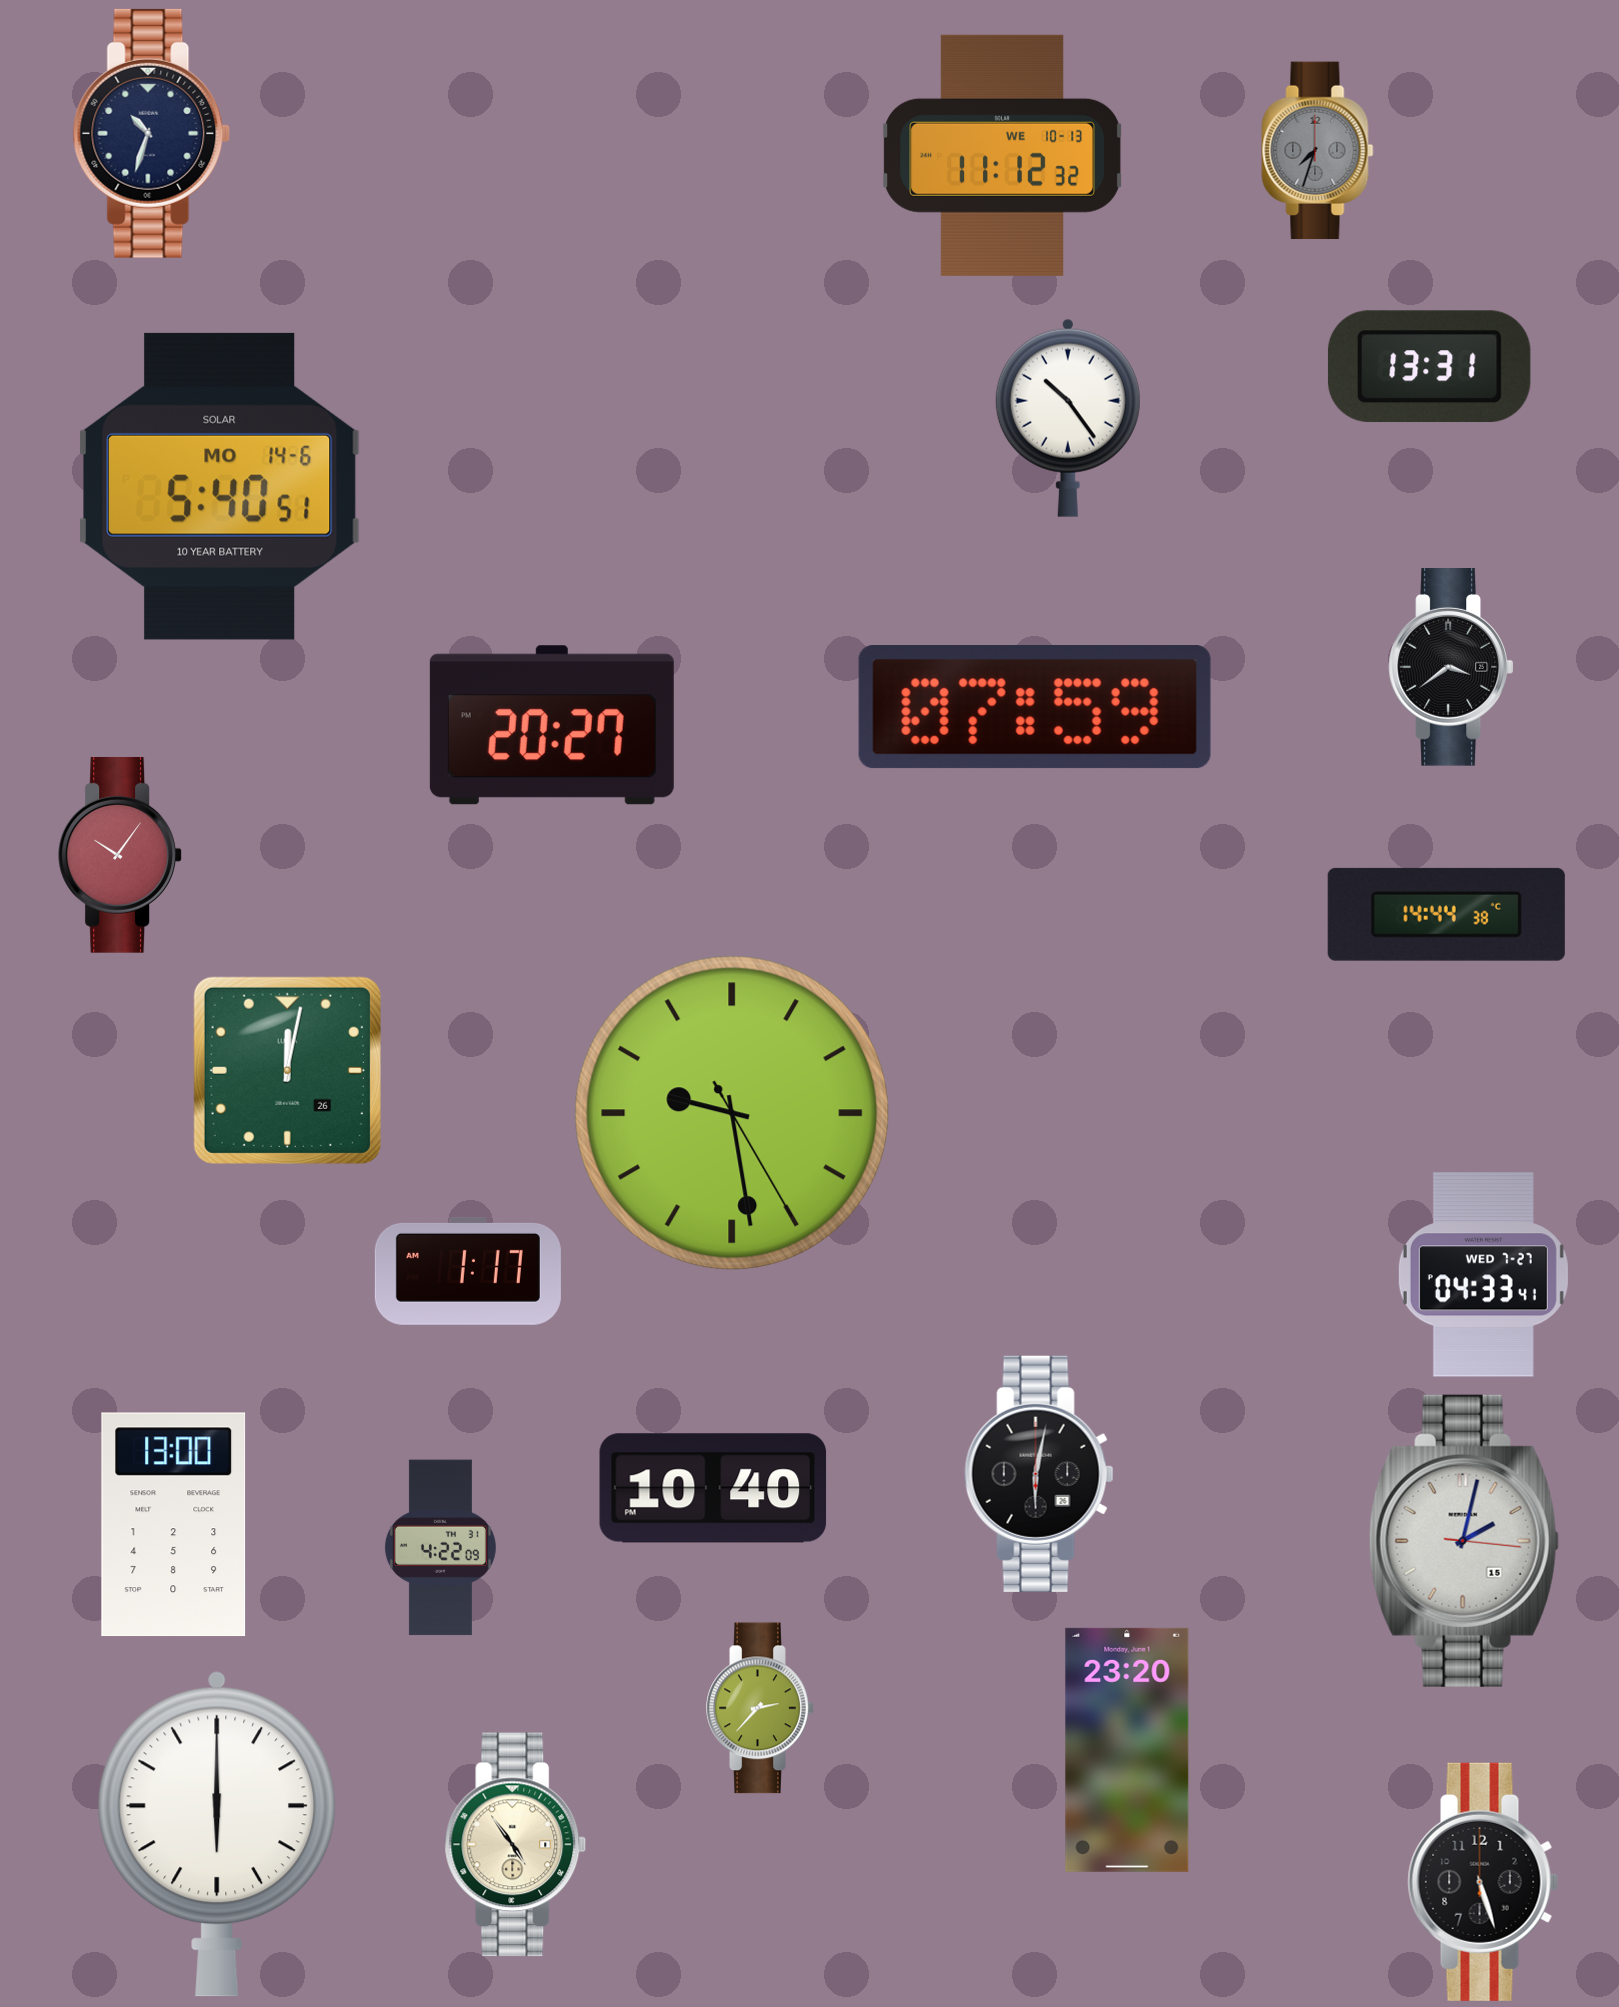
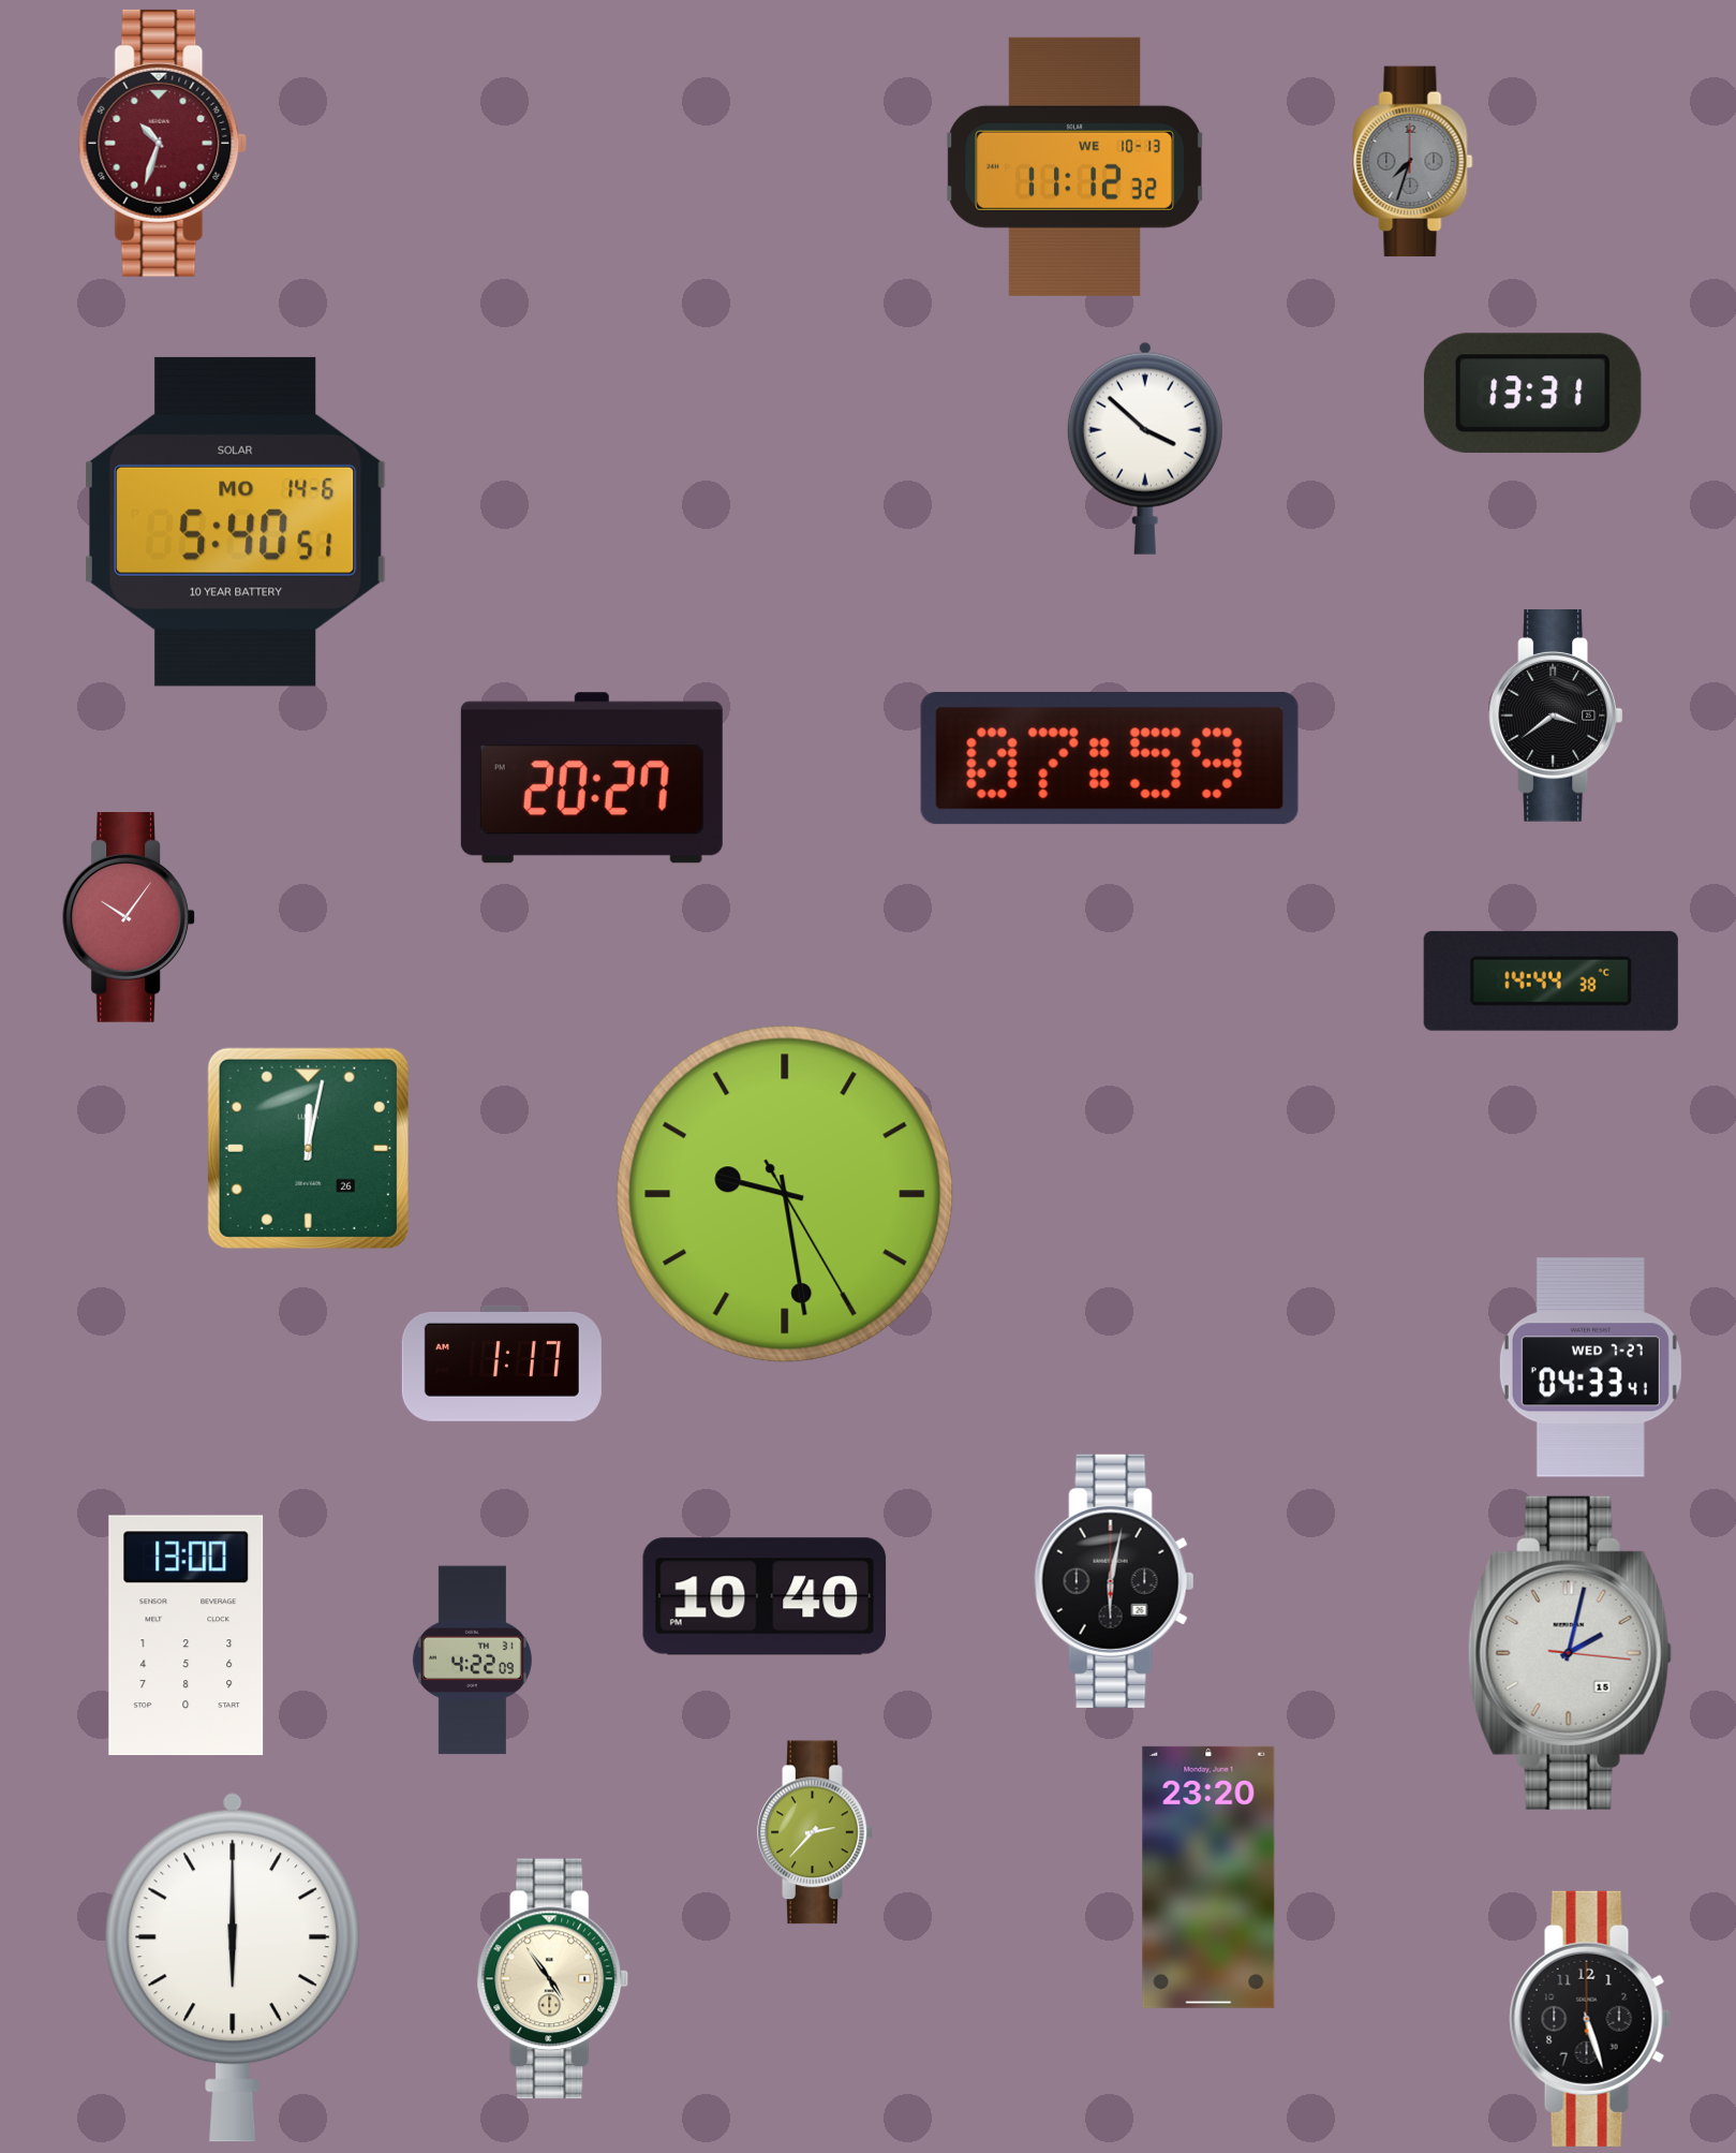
clock at (152, 133) dial: navy -> burgundy
clock at (1068, 418): 10:24 -> 3:52
